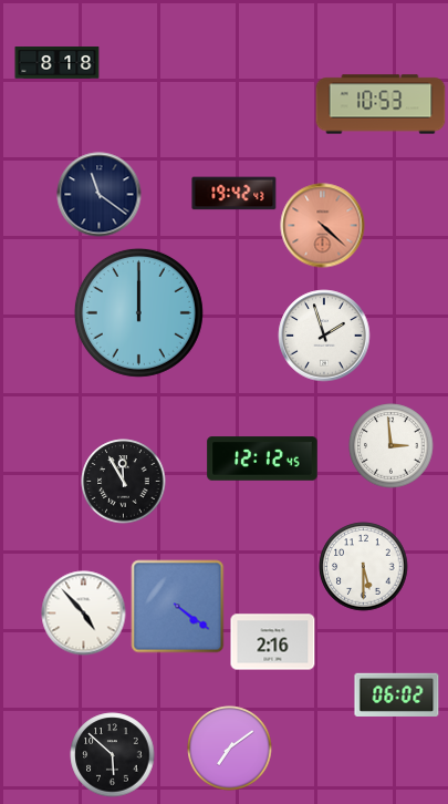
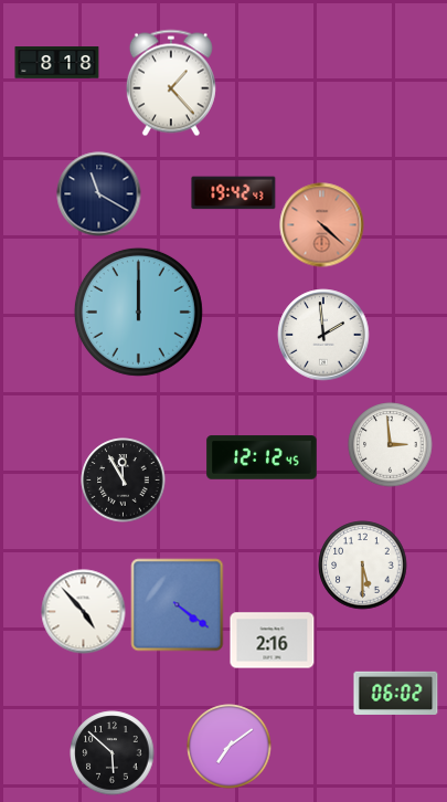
clock at (171, 83): none -> 1:23
clock at (381, 104): 10:53 -> none
clock at (100, 195): 11:21 -> 11:20
clock at (324, 336): 1:57 -> 1:59
